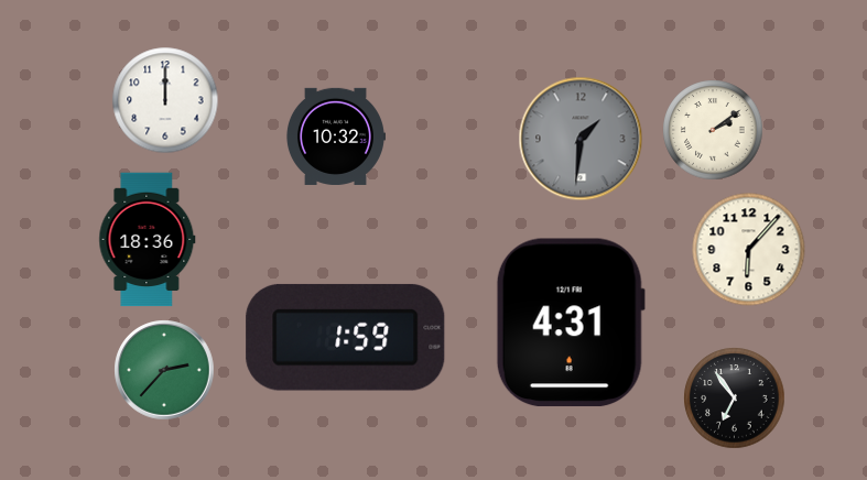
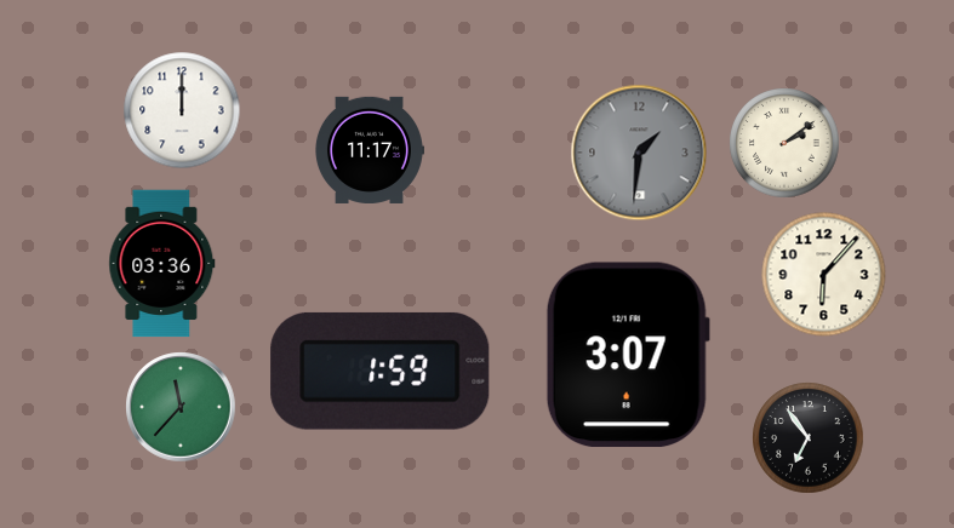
clock at (335, 137): 10:32 -> 11:17
clock at (148, 240): 18:36 -> 03:36
clock at (571, 323): 4:31 -> 3:07
clock at (164, 370): 2:37 -> 11:37
